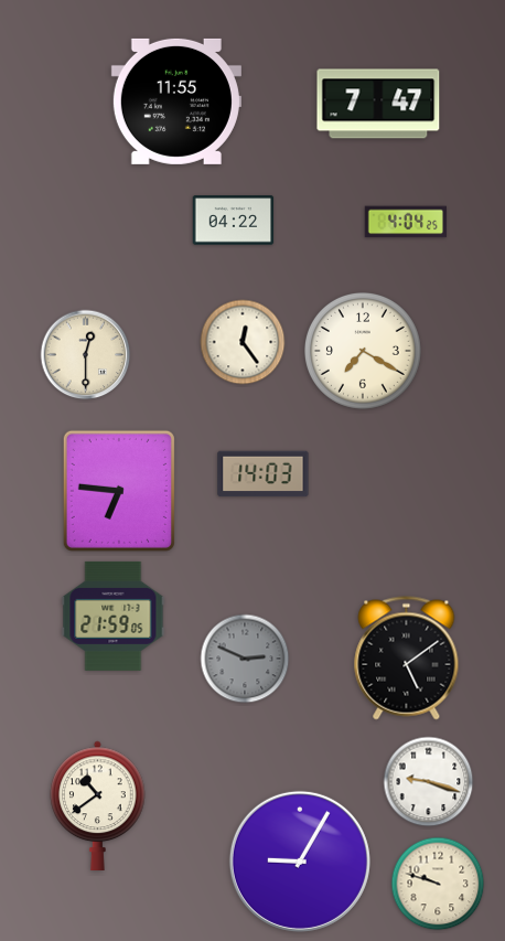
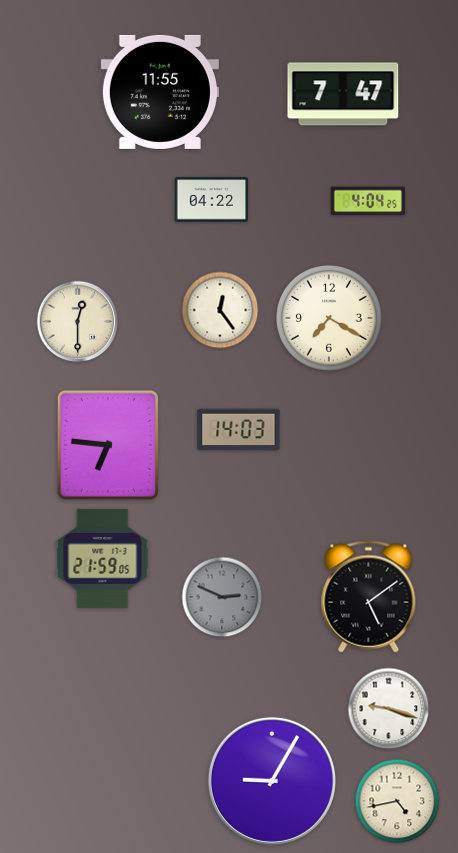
clock at (98, 805): 10:39 -> none
clock at (438, 884): 9:48 -> 4:43
